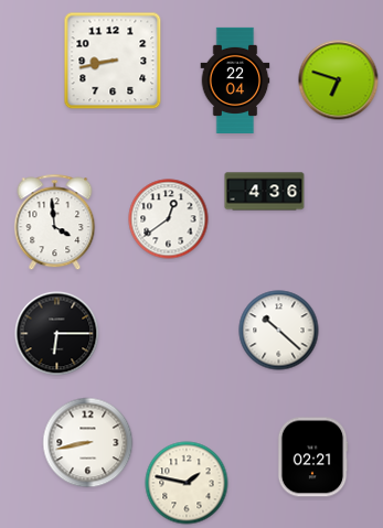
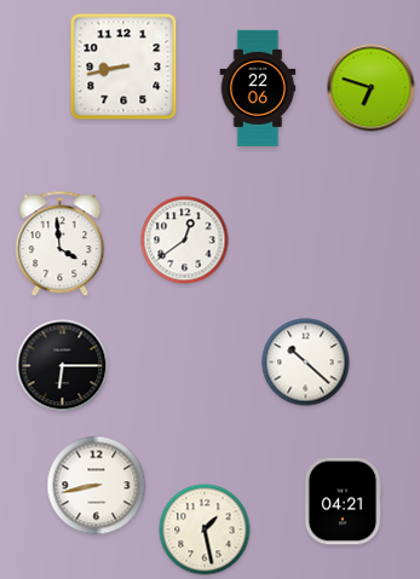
clock at (235, 80): 22:04 -> 22:06
clock at (265, 192): 4:36 -> none
clock at (312, 457): 02:21 -> 04:21
clock at (187, 483): 1:47 -> 1:28
